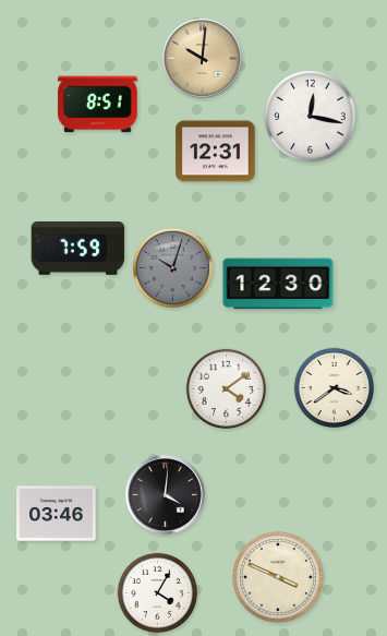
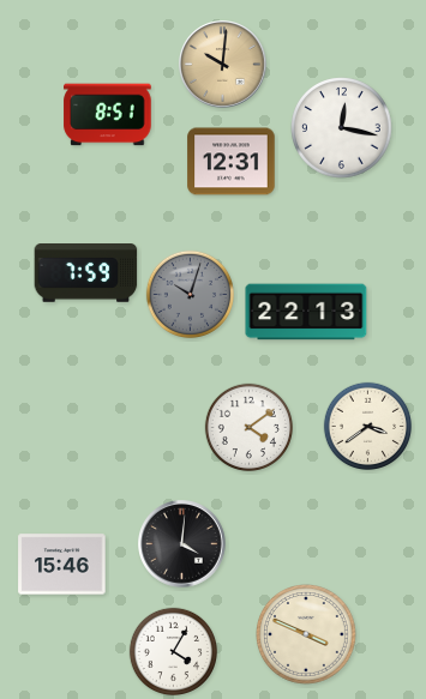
clock at (216, 152) position: (216, 152) -> (232, 162)
clock at (278, 284): 12:30 -> 22:13
clock at (57, 514): 03:46 -> 15:46
